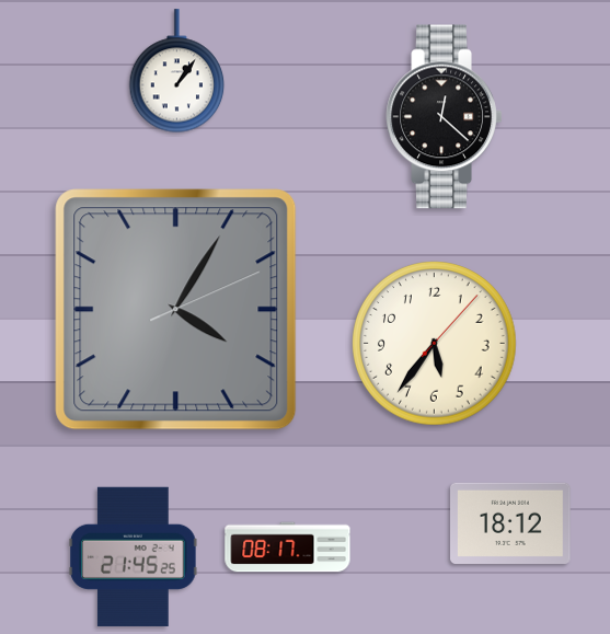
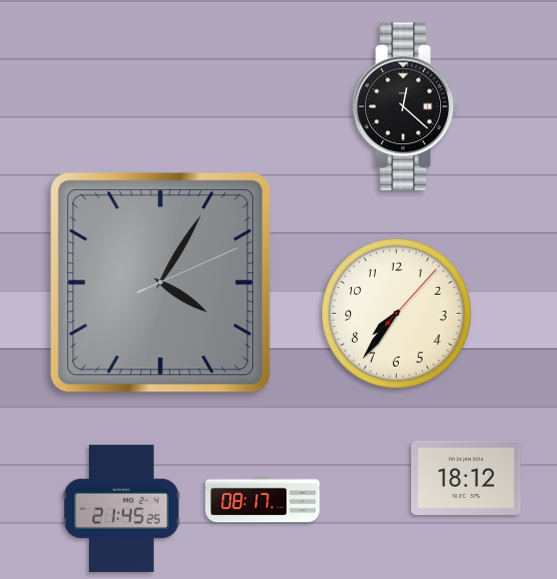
clock at (177, 71): 1:06 -> none
clock at (435, 344): 5:36 -> 7:36
